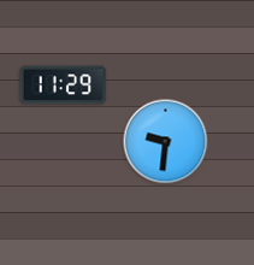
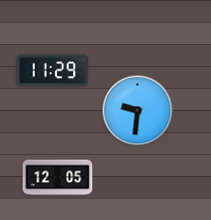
clock at (166, 142) position: (166, 142) -> (138, 111)
clock at (58, 178): none -> 12:05
